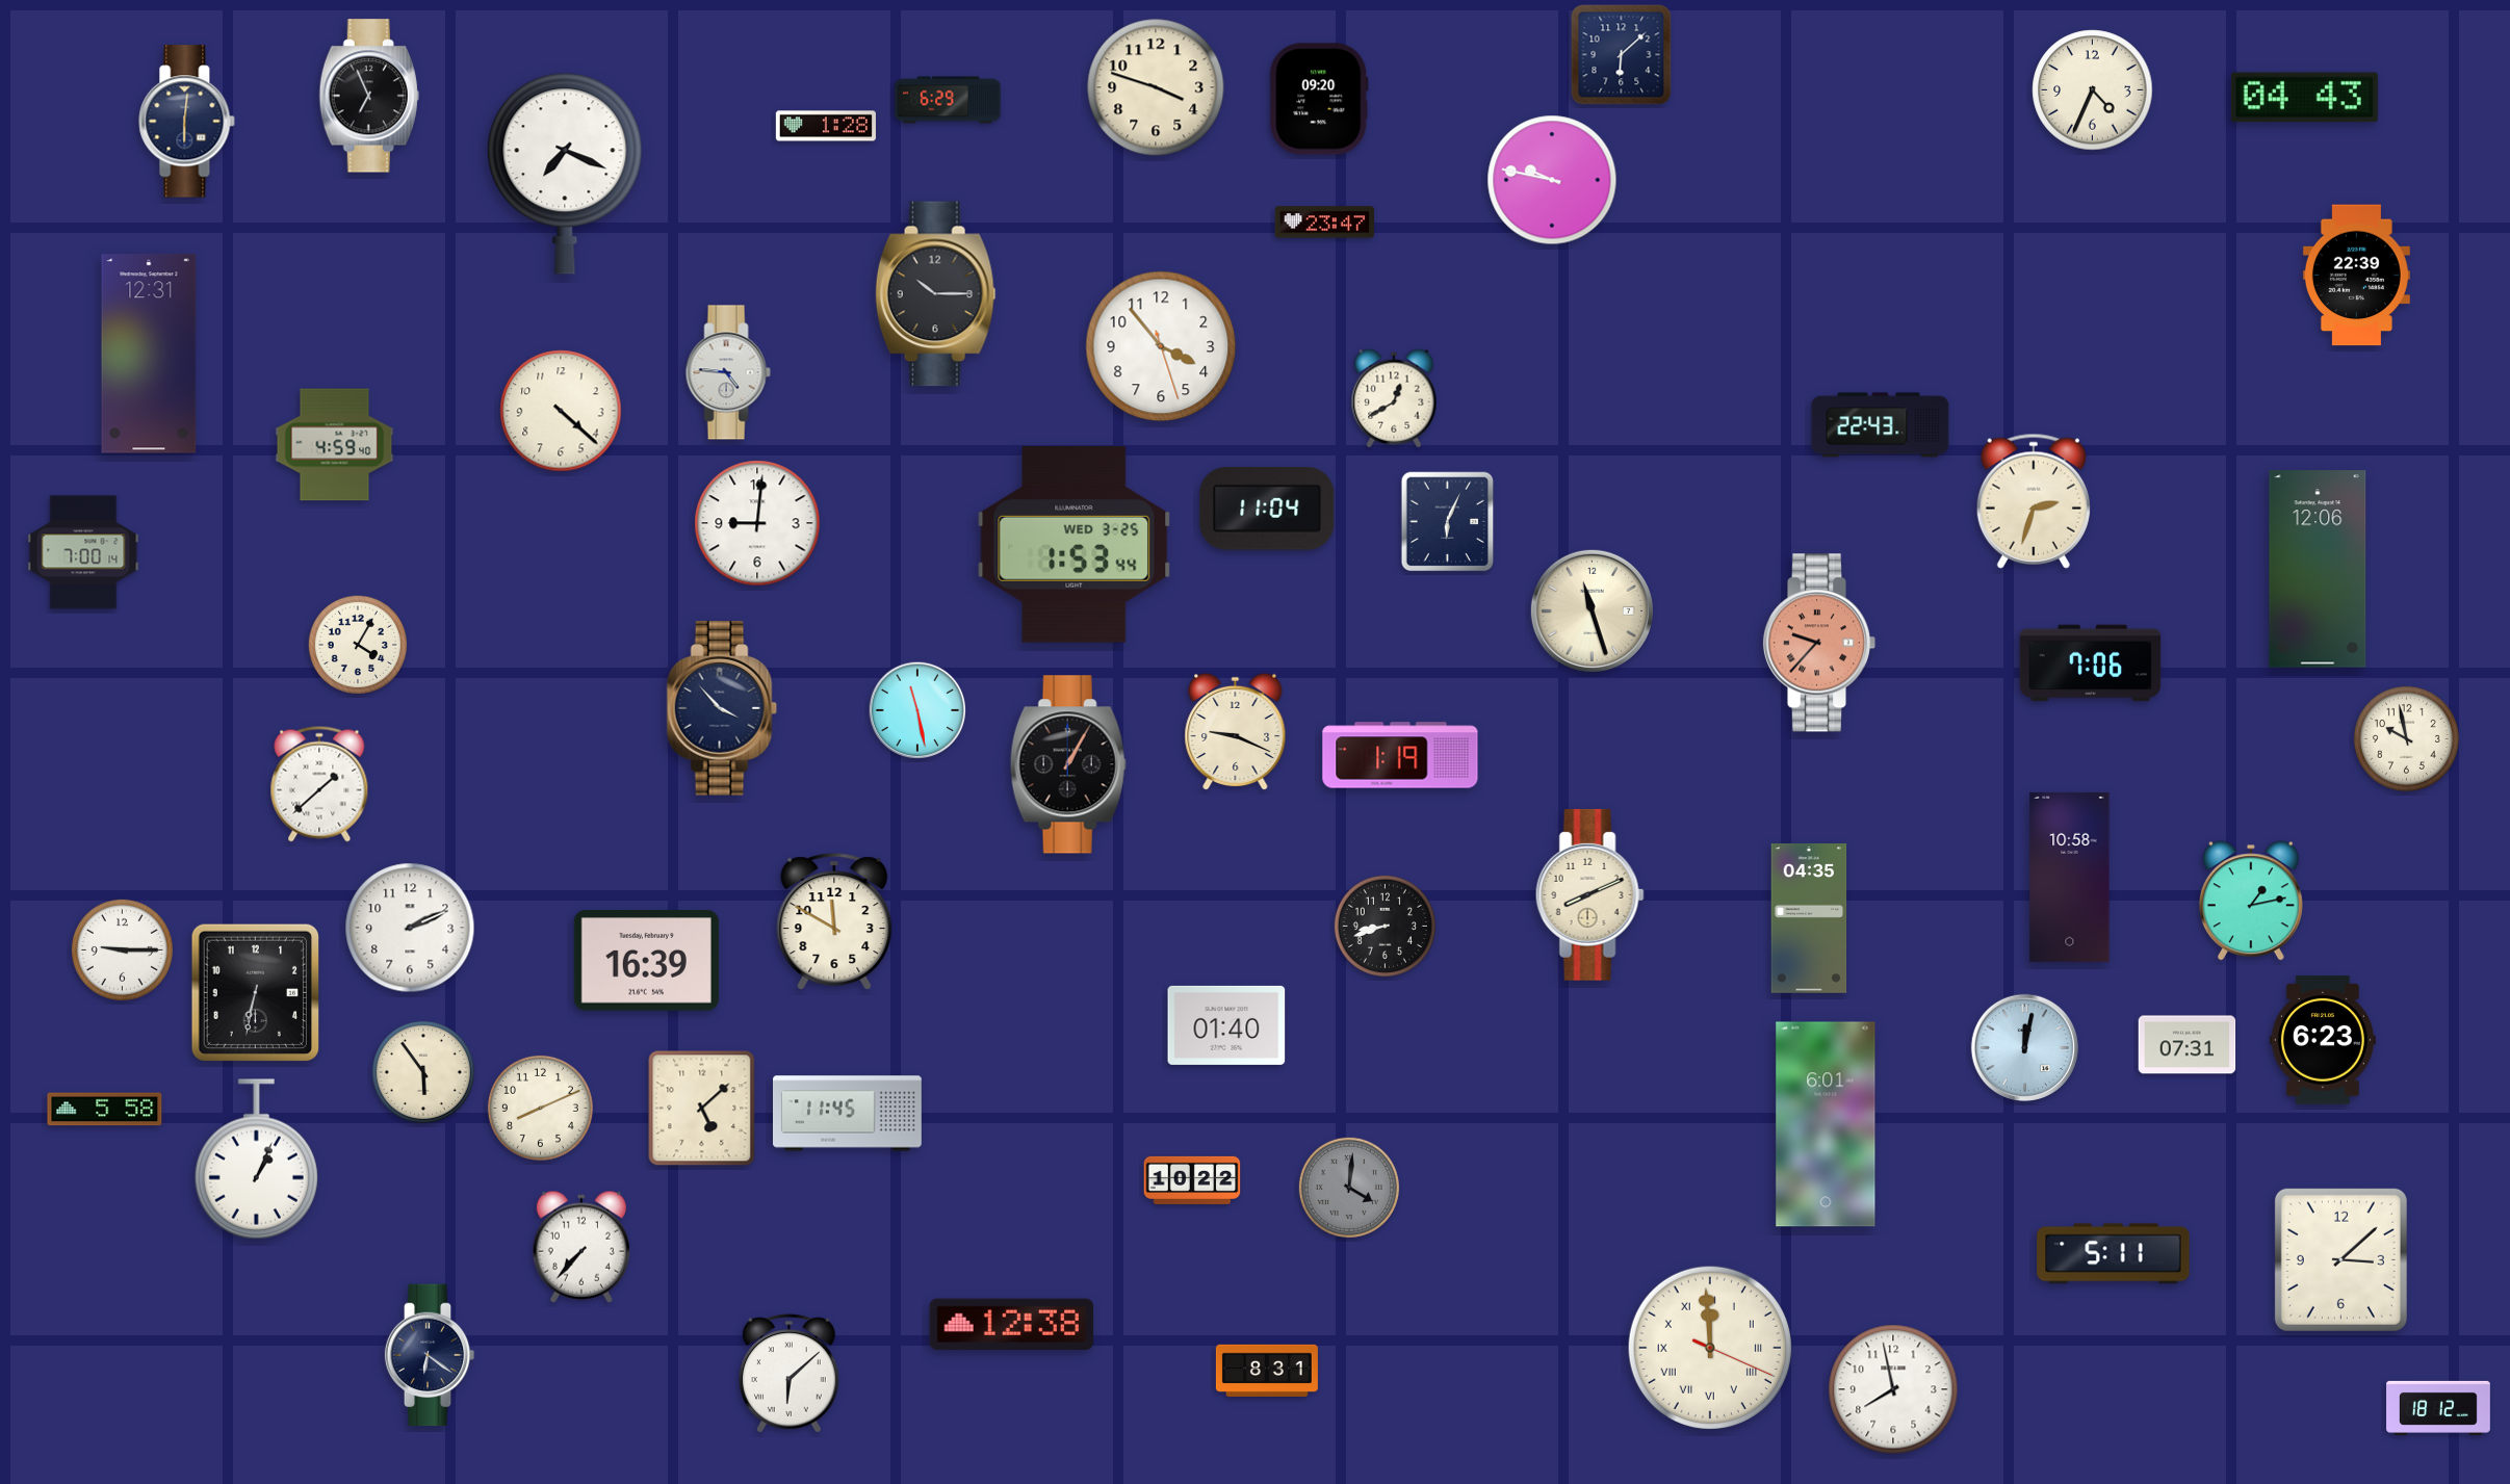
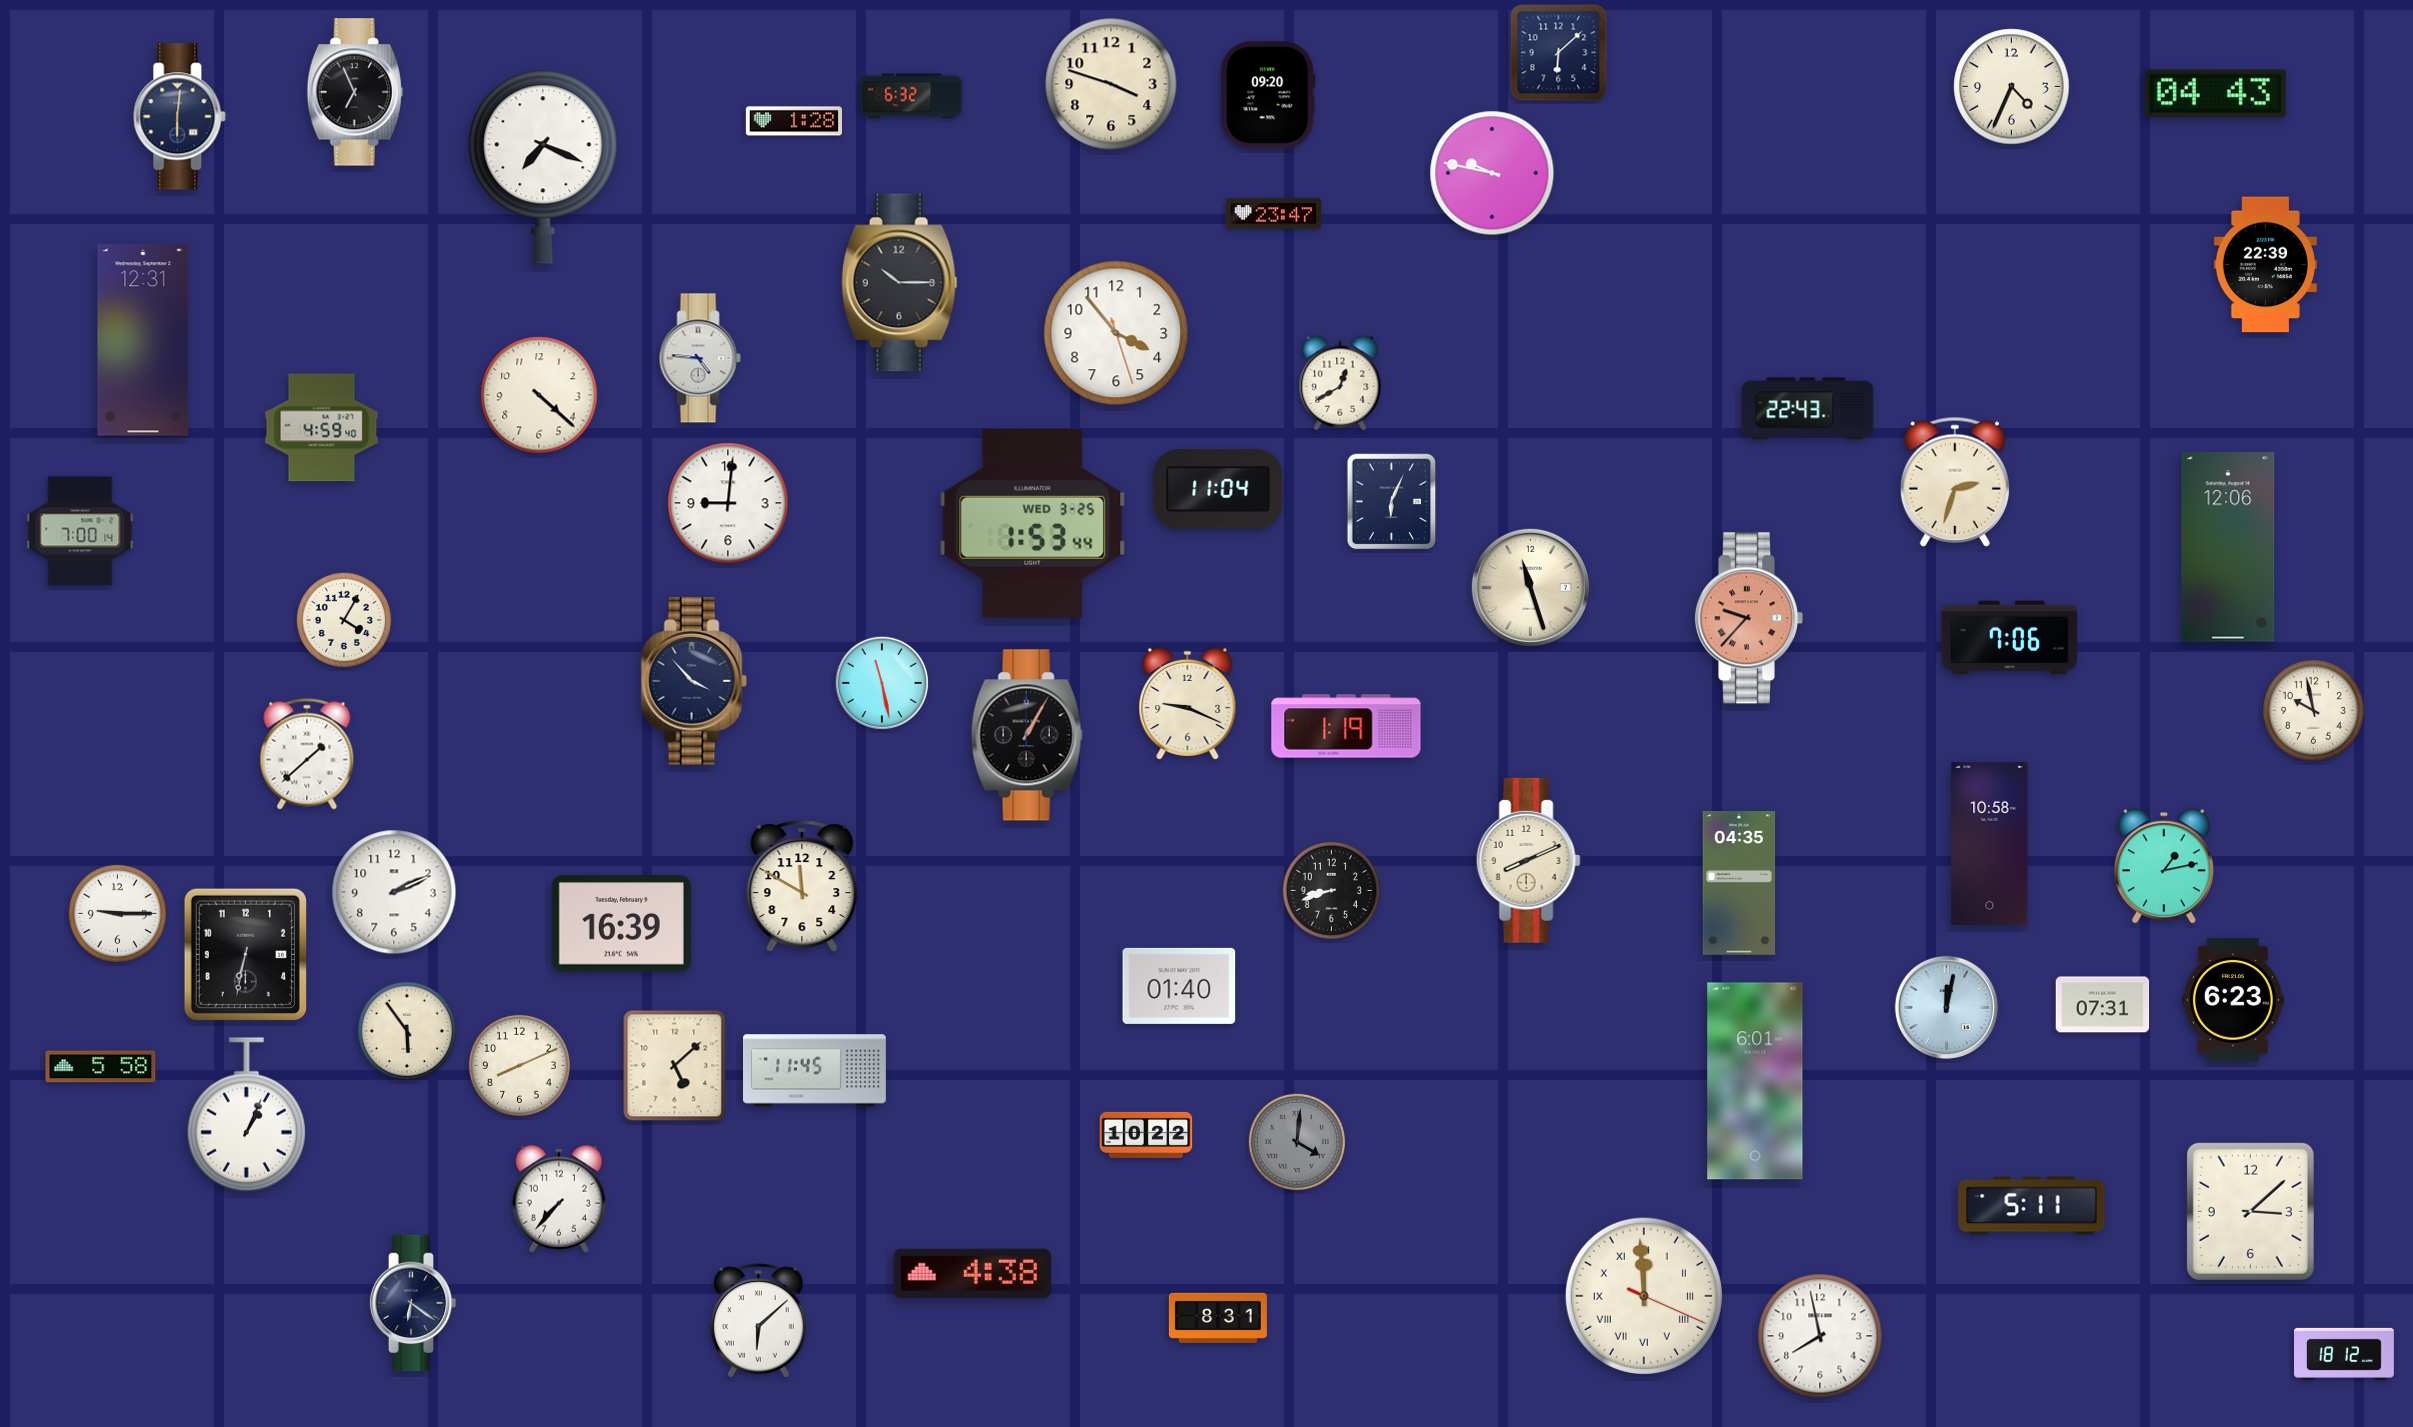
clock at (948, 100): 6:29 -> 6:32
clock at (1012, 1324): 12:38 -> 4:38
